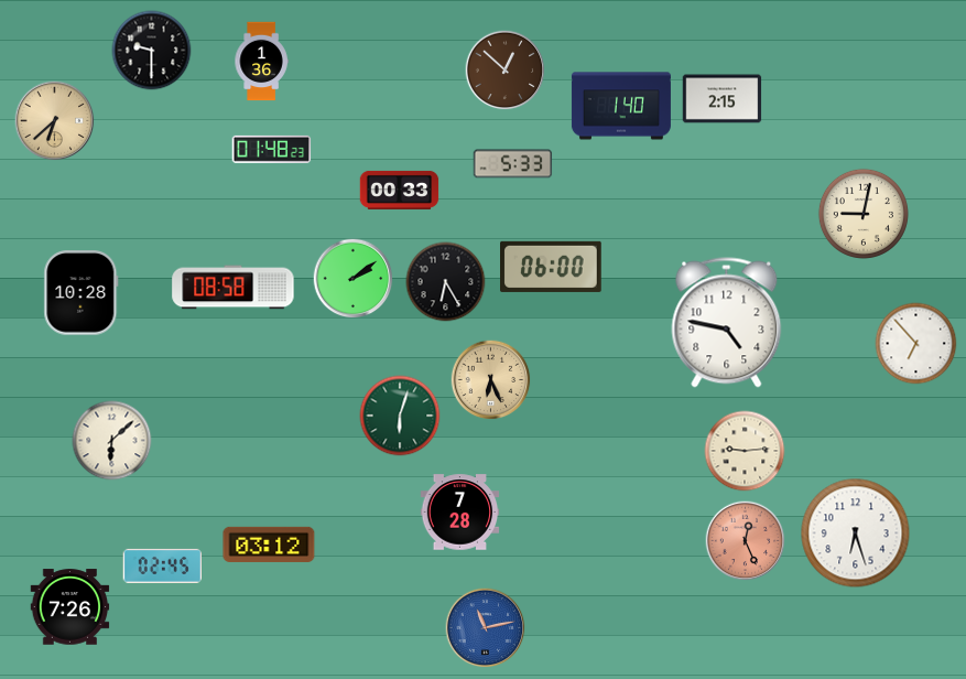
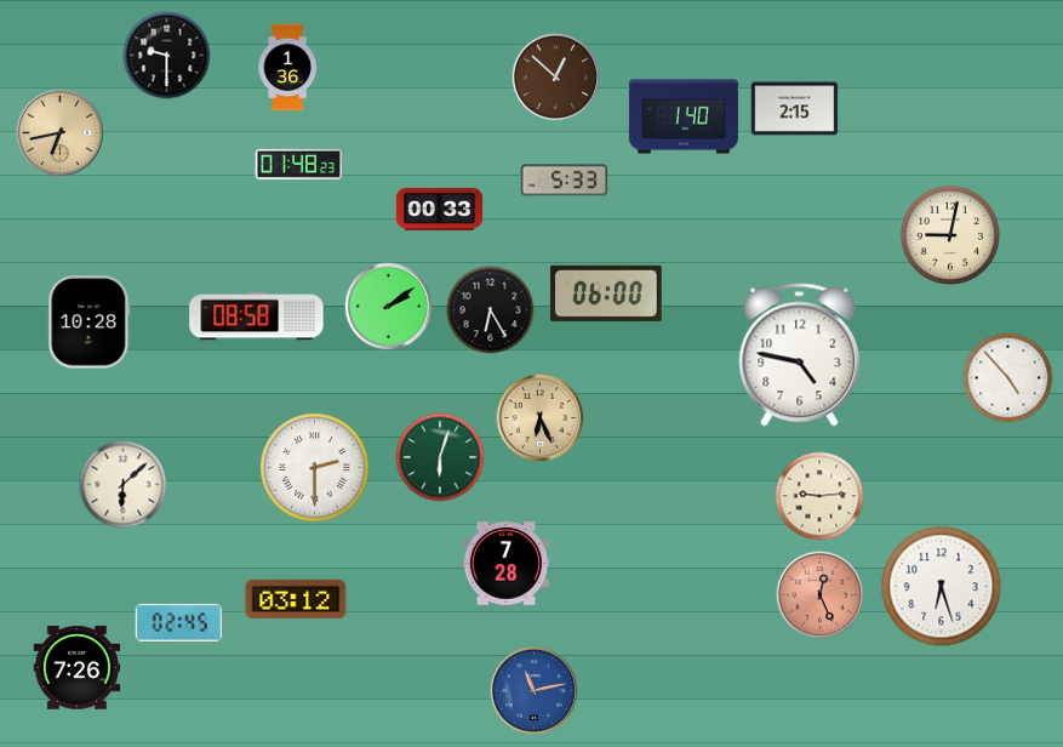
clock at (55, 121): 6:38 -> 6:43
clock at (916, 344): 6:53 -> 4:53
clock at (315, 468): none -> 2:30
